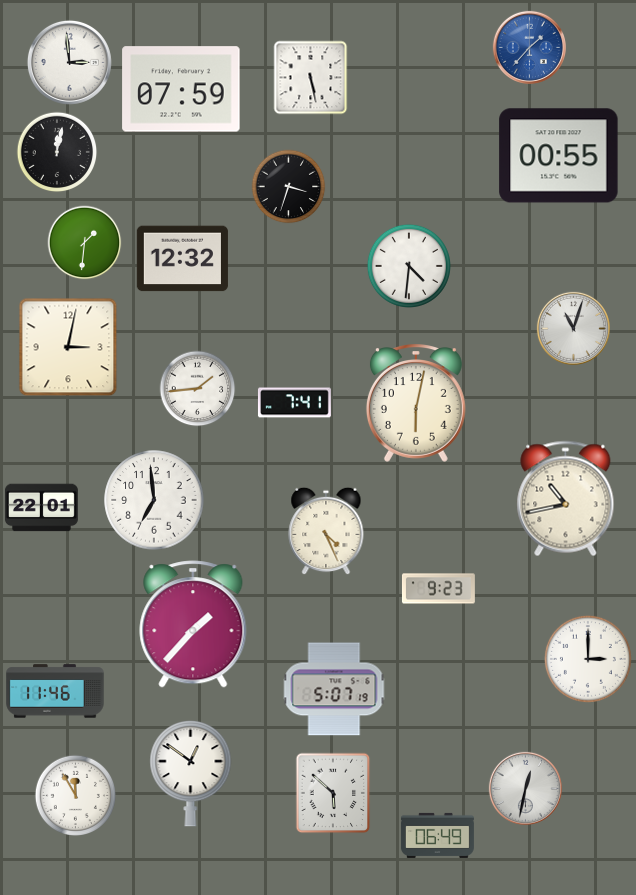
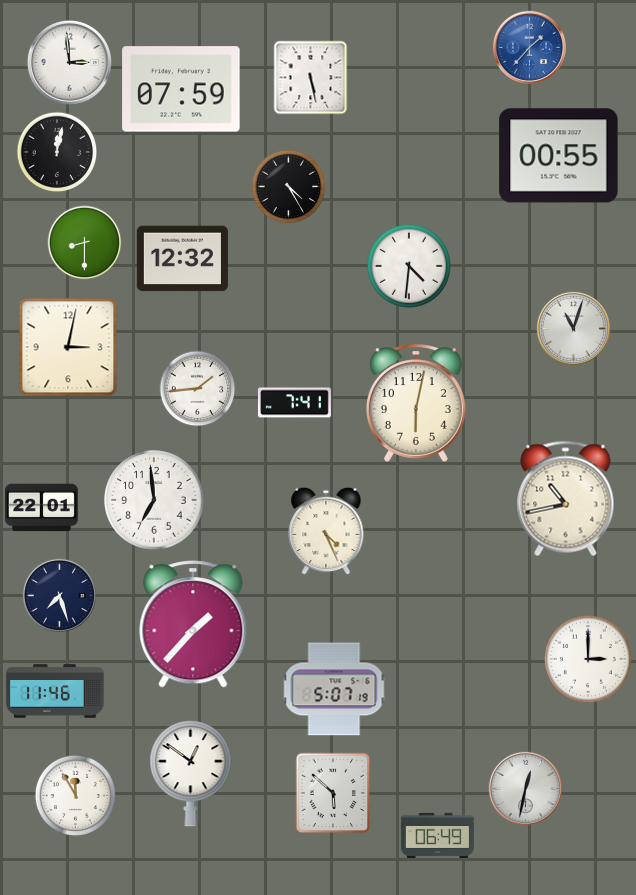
clock at (289, 187): 3:33 -> 4:25
clock at (85, 243): 1:31 -> 8:30
clock at (438, 589): 9:23 -> none
clock at (59, 595): none -> 7:27
